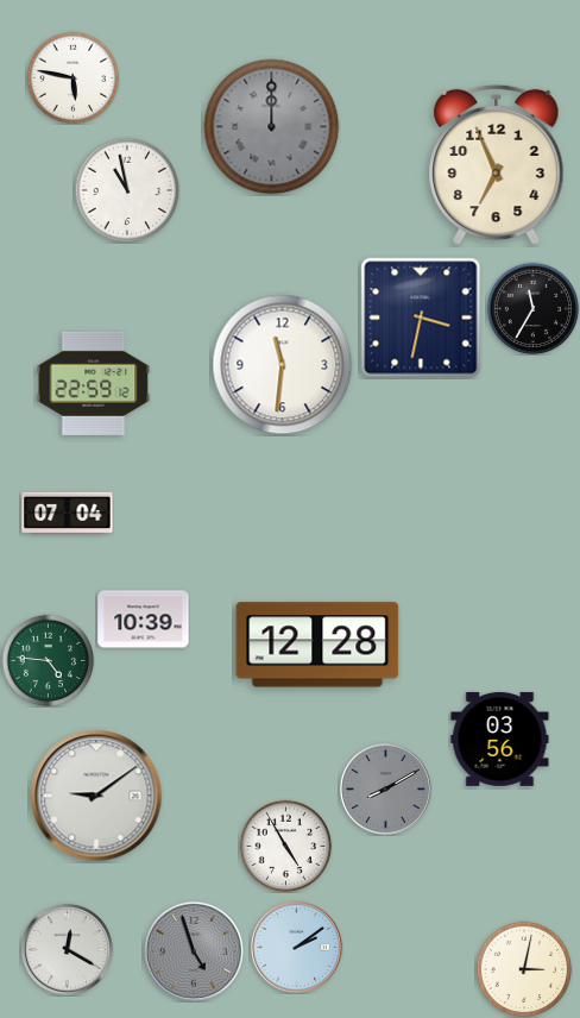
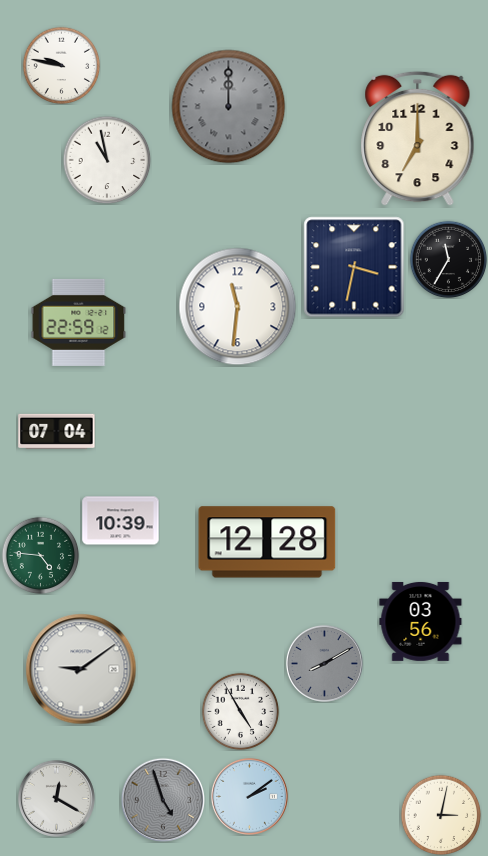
clock at (72, 77): 5:47 -> 9:47
clock at (497, 165): 6:56 -> 7:00
